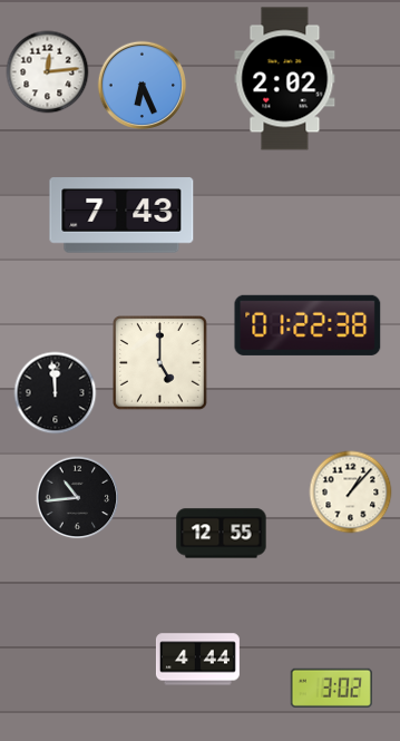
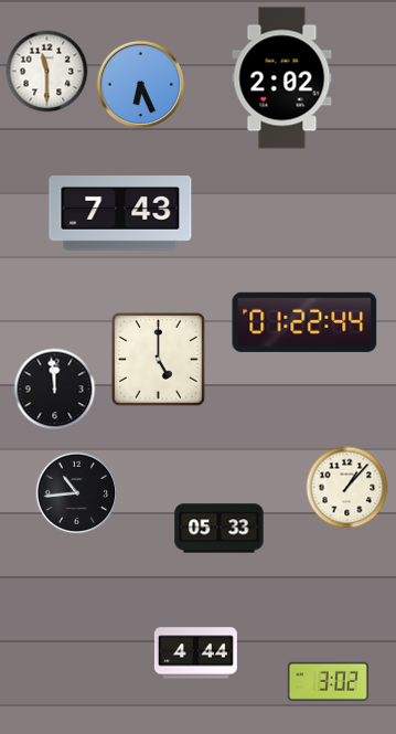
clock at (48, 72): 12:14 -> 11:30
clock at (308, 325): 01:22:38 -> 01:22:44
clock at (222, 534): 12:55 -> 05:33
